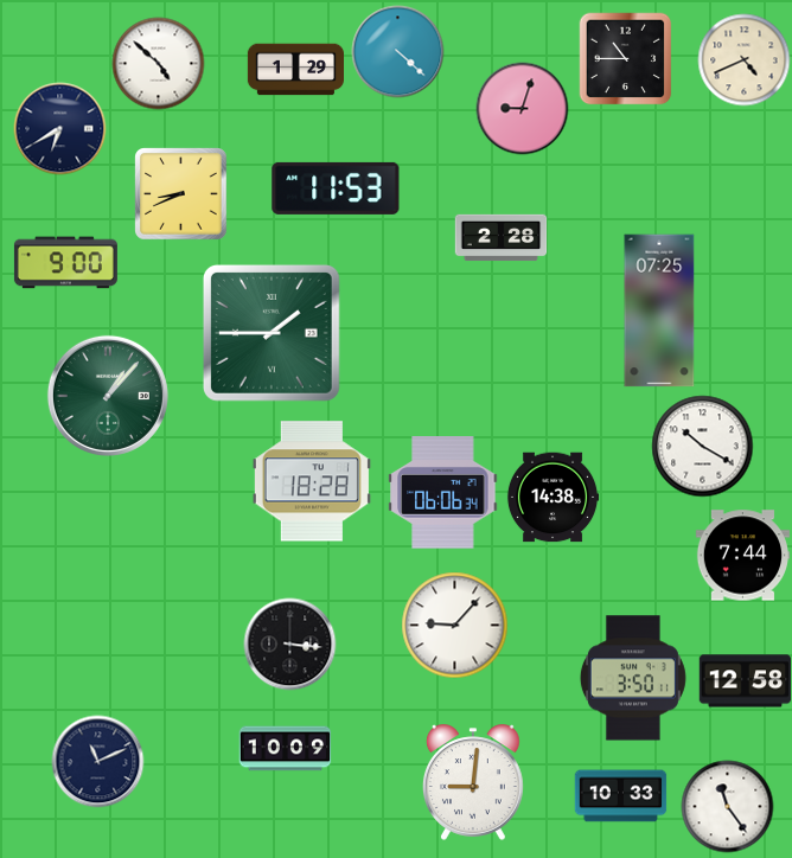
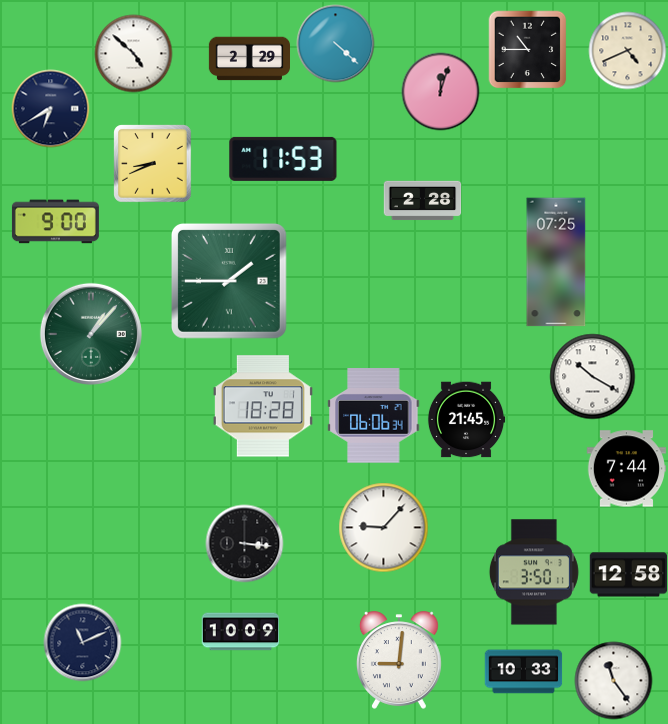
clock at (295, 70): 1:29 -> 2:29
clock at (522, 108): 9:03 -> 12:03
clock at (553, 498): 14:38 -> 21:45
